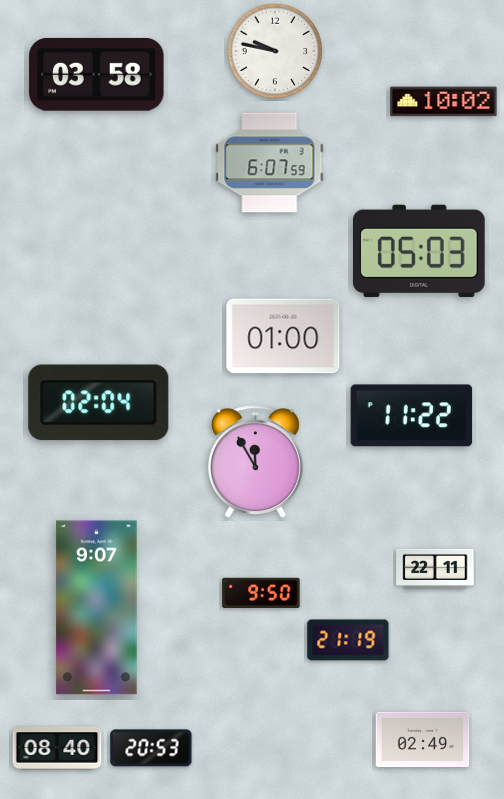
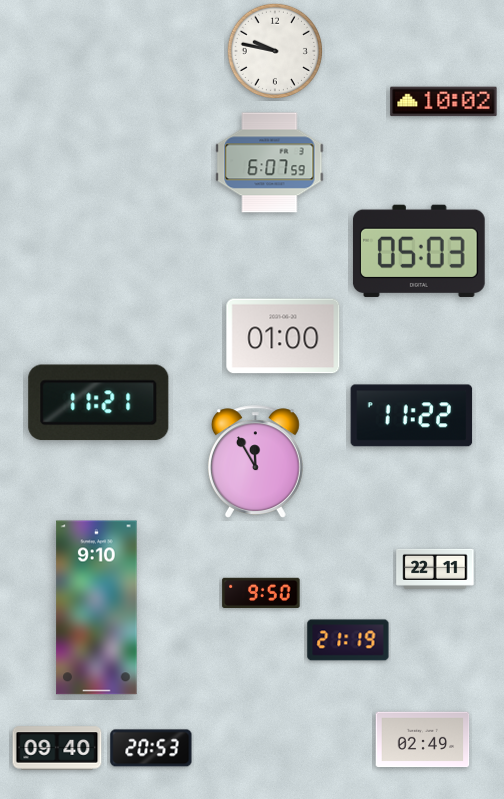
clock at (97, 75): 03:58 -> none
clock at (99, 403): 02:04 -> 11:21
clock at (97, 608): 9:07 -> 9:10
clock at (57, 748): 08:40 -> 09:40
